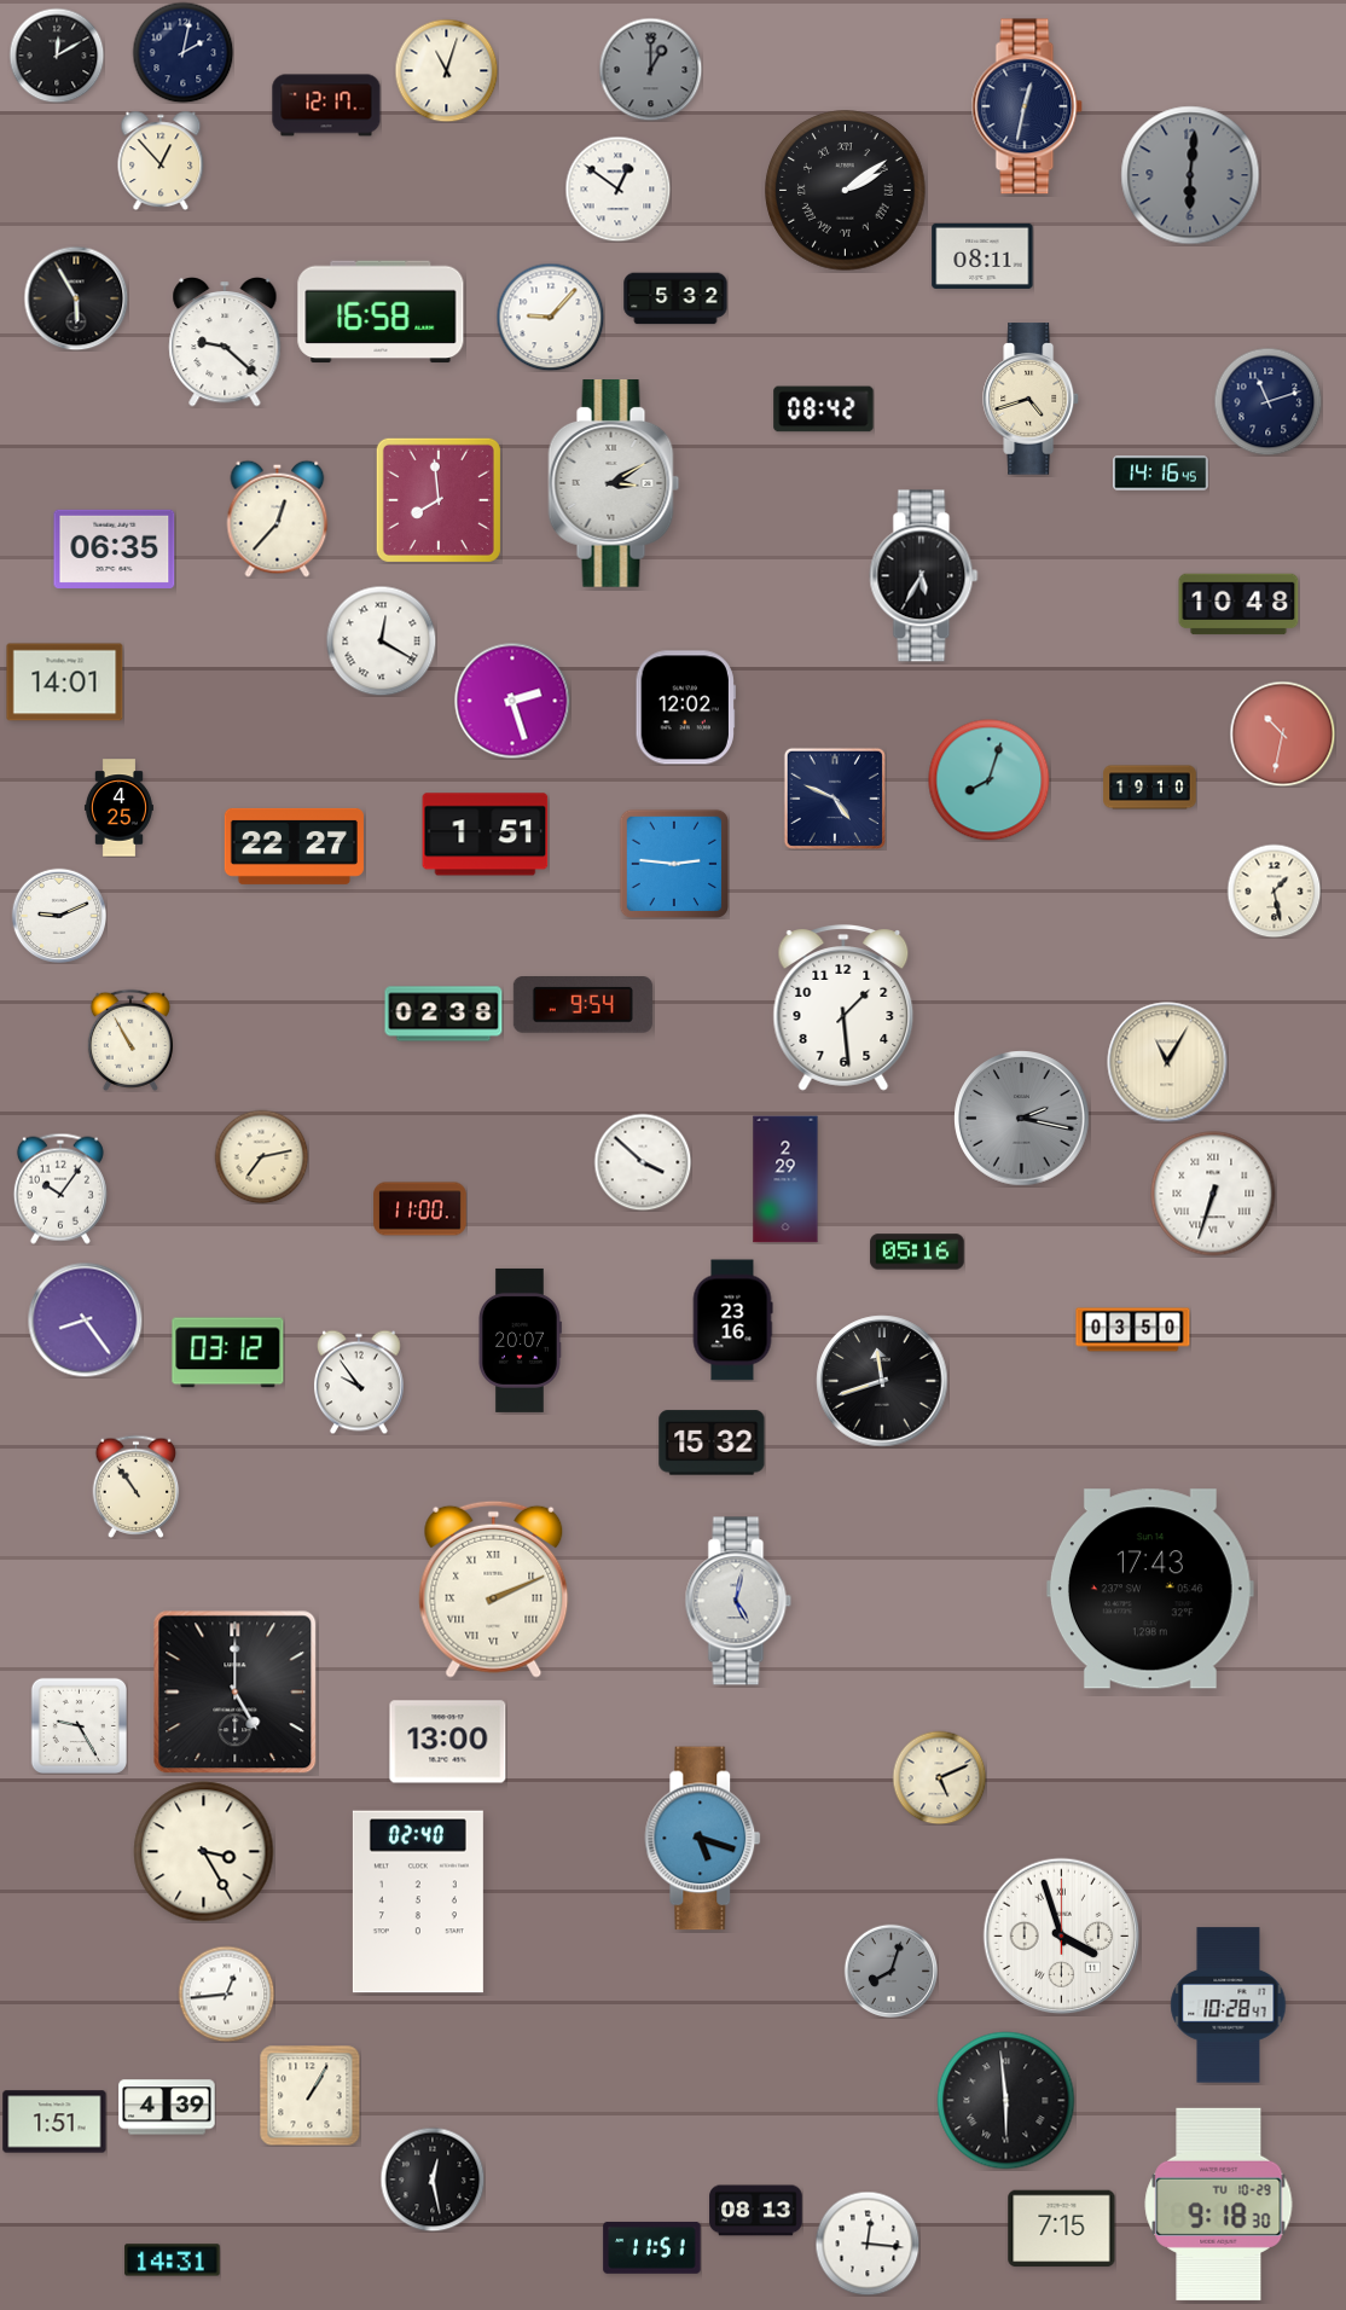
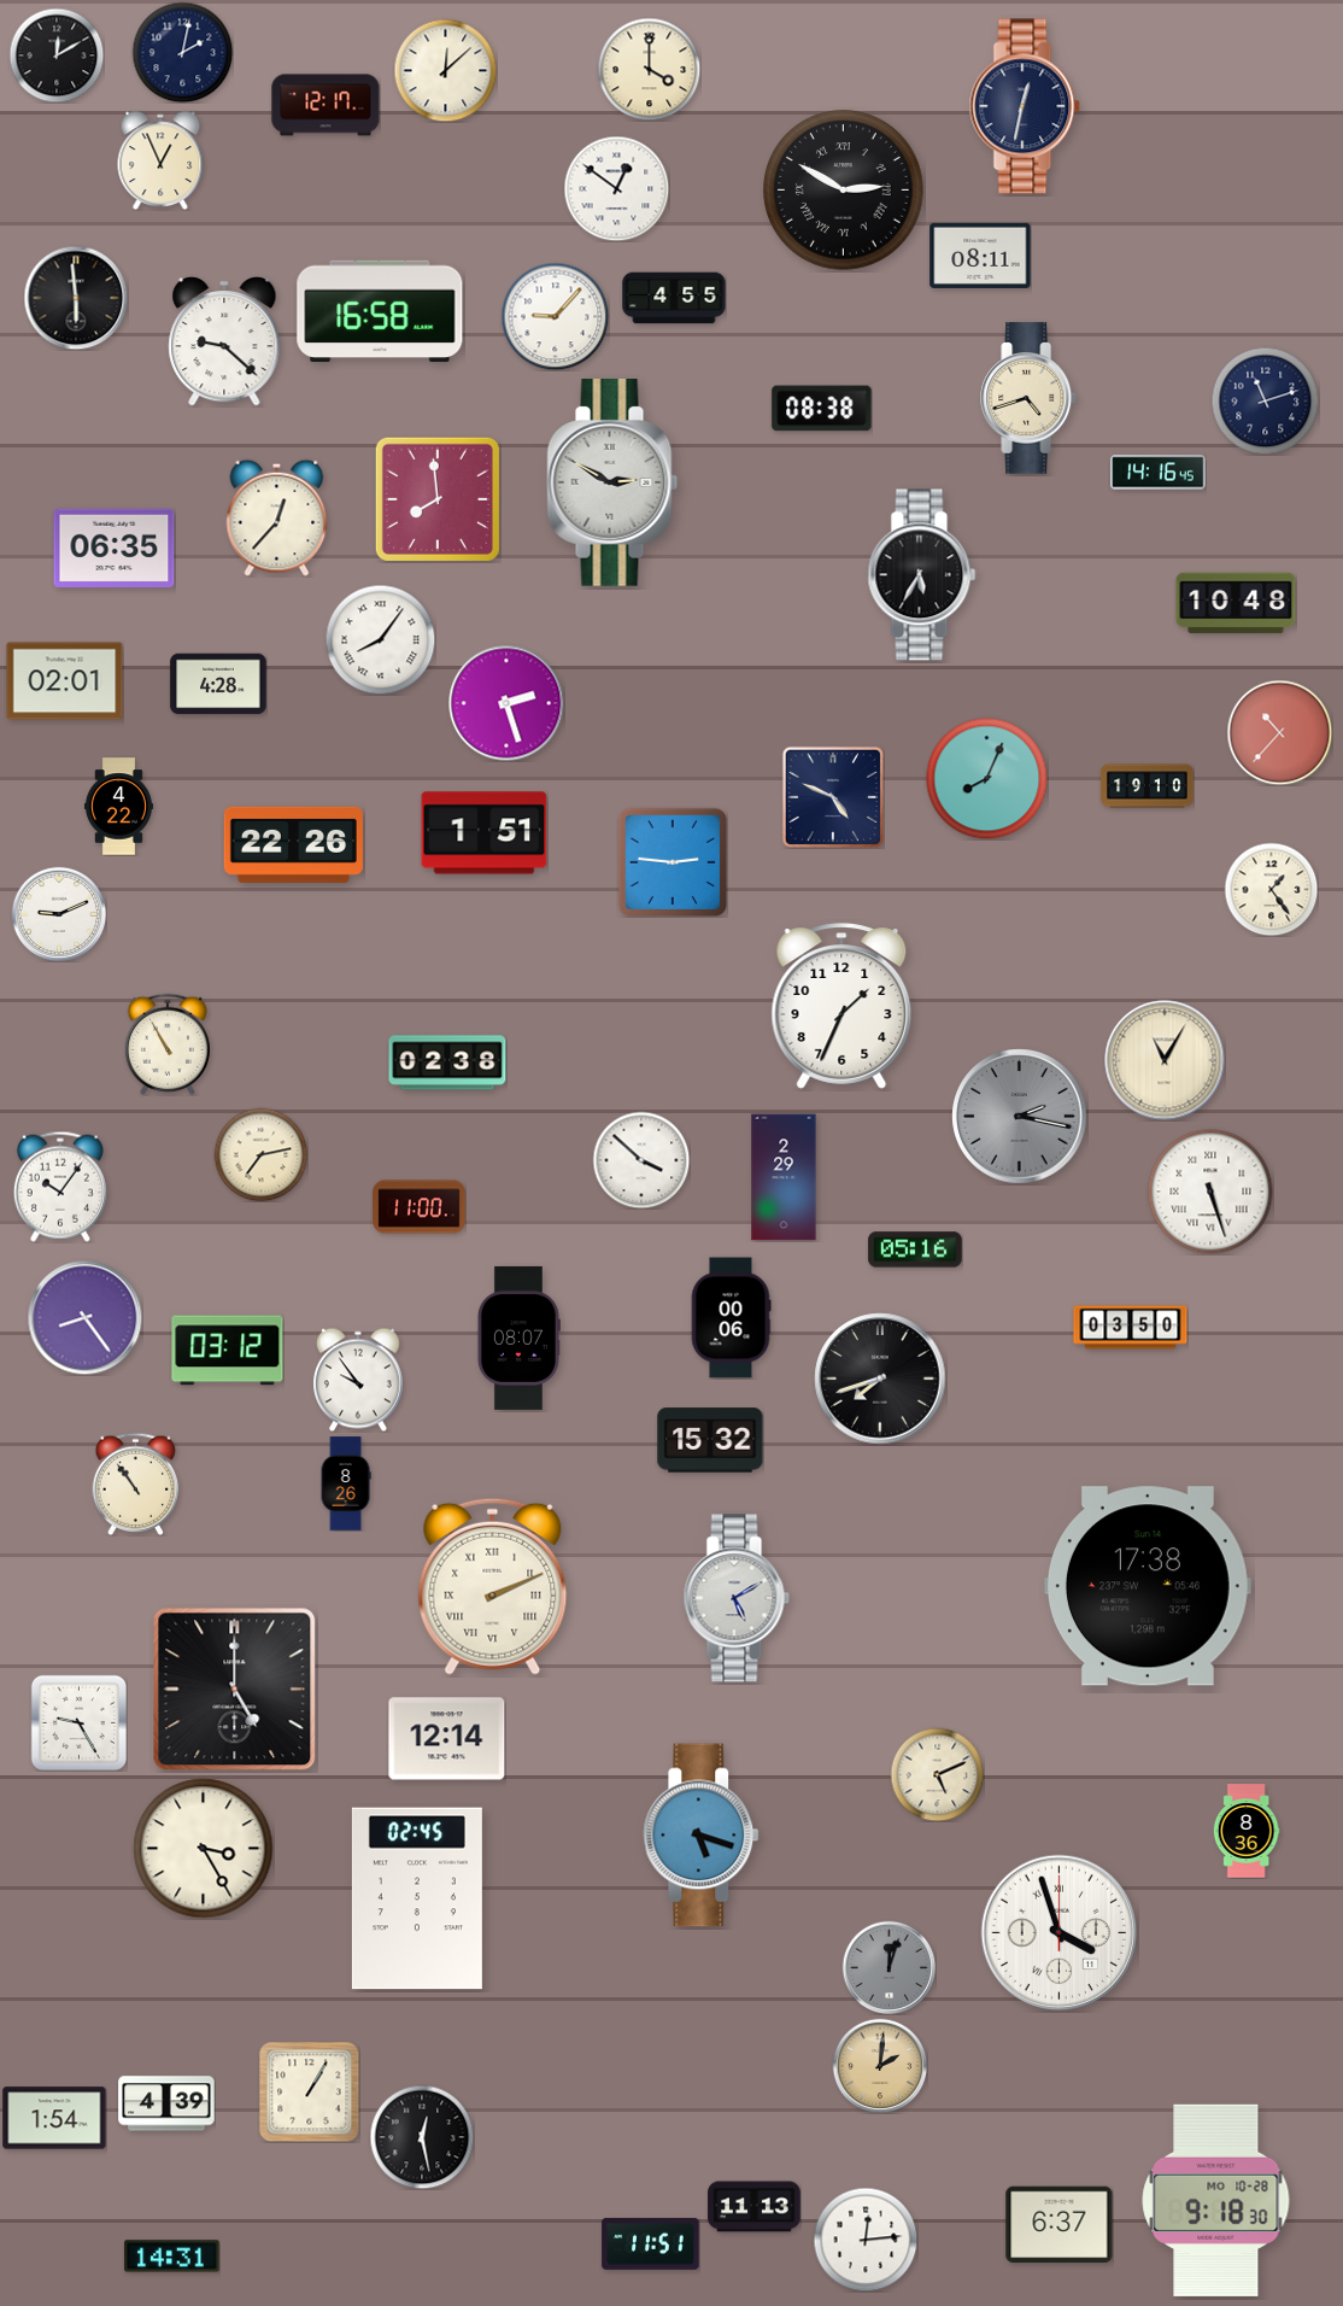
clock at (650, 69): 1:00 -> 4:00
clock at (650, 69) dial: grey -> cream
clock at (446, 70): 11:03 -> 12:08
clock at (161, 161): 12:53 -> 12:56
clock at (1190, 175): 6:01 -> none
clock at (846, 191): 2:09 -> 2:50
clock at (76, 298): 5:55 -> 5:59
clock at (675, 298): 5:32 -> 4:55
clock at (550, 317) position: (550, 317) -> (555, 316)
clock at (824, 410): 08:42 -> 08:38
clock at (614, 484): 3:10 -> 2:50
clock at (381, 640): 12:20 -> 8:06
clock at (65, 683): 14:01 -> 02:01
clock at (218, 684): none -> 4:28
clock at (512, 701) position: (512, 701) -> (506, 703)
clock at (685, 708): 12:02 -> none
clock at (1282, 733): 10:32 -> 10:37
clock at (990, 780): 8:03 -> 8:04
clock at (118, 808): 4:25 -> 4:22
clock at (294, 846): 22:27 -> 22:26
clock at (1274, 890): 1:28 -> 1:24
clock at (582, 1005): 9:54 -> none
clock at (843, 1008): 1:29 -> 1:34
clock at (443, 1014) position: (443, 1014) -> (447, 1063)
clock at (129, 1040) position: (129, 1040) -> (166, 1044)
clock at (1213, 1194): 6:33 -> 5:27
clock at (732, 1321): 23:16 -> 00:06
clock at (520, 1340): 20:07 -> 08:07
clock at (882, 1381): 11:42 -> 7:42
clock at (346, 1483): none -> 8:26
clock at (1150, 1589): 17:43 -> 17:38
clock at (738, 1601): 5:02 -> 5:10
clock at (448, 1742): 13:00 -> 12:14
clock at (1247, 1831): none -> 8:36
clock at (418, 1902): 02:40 -> 02:45
clock at (890, 1971): 8:03 -> 12:03
clock at (226, 1993): 12:44 -> none
clock at (1229, 2006): 10:28 -> none
clock at (880, 2066): none -> 2:01
clock at (1006, 2101): 5:59 -> none
clock at (54, 2122): 1:51 -> 1:54
clock at (433, 2180) position: (433, 2180) -> (422, 2137)
clock at (1219, 2204) date: TU 10-29 -> MO 10-28
clock at (756, 2211): 08:13 -> 11:13
clock at (1062, 2229): 7:15 -> 6:37
clock at (868, 2244): 12:16 -> 12:14
